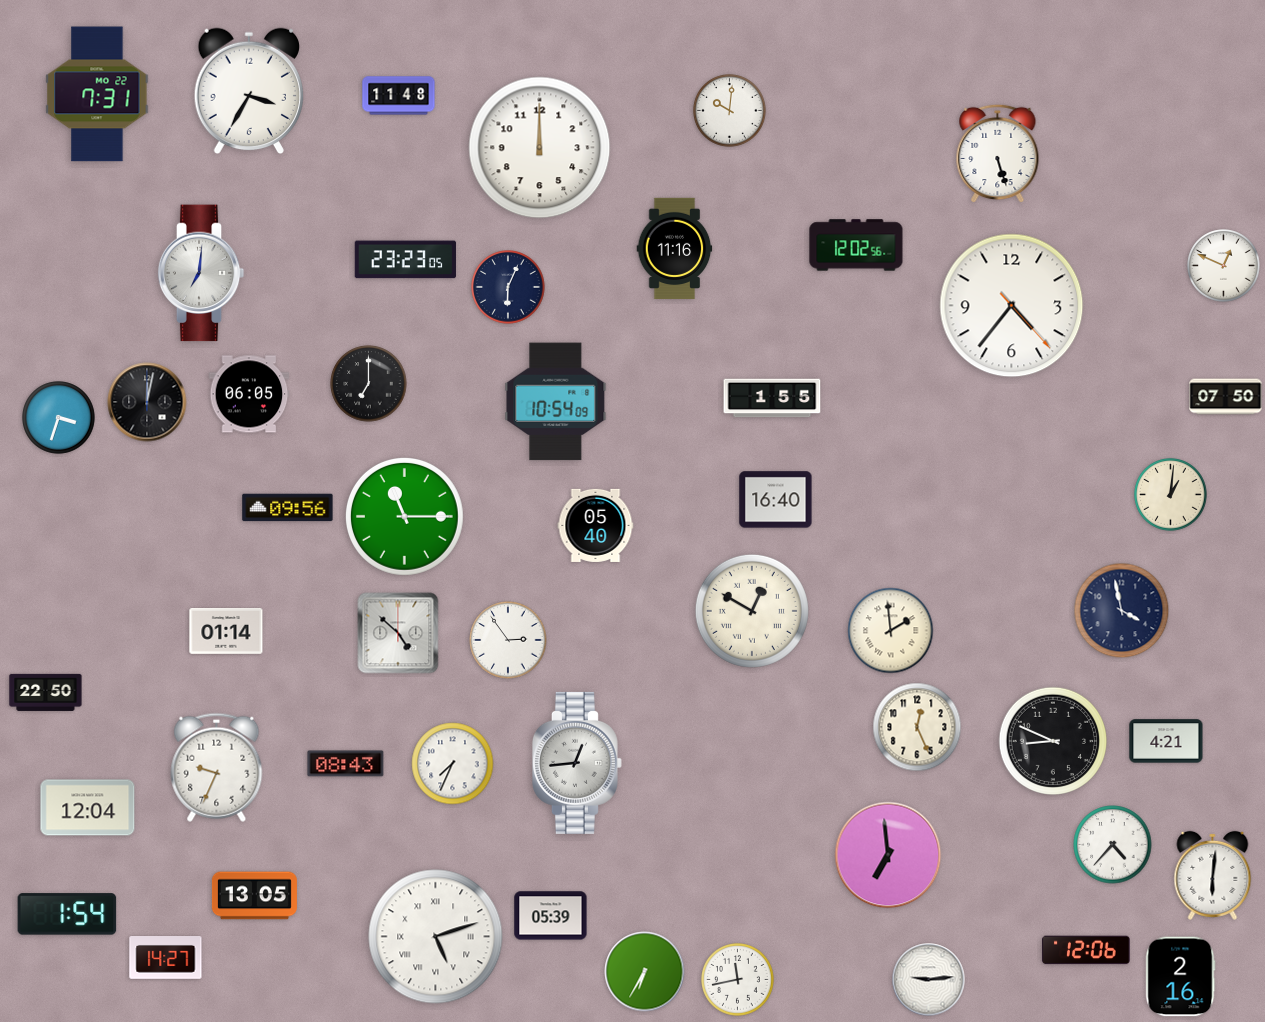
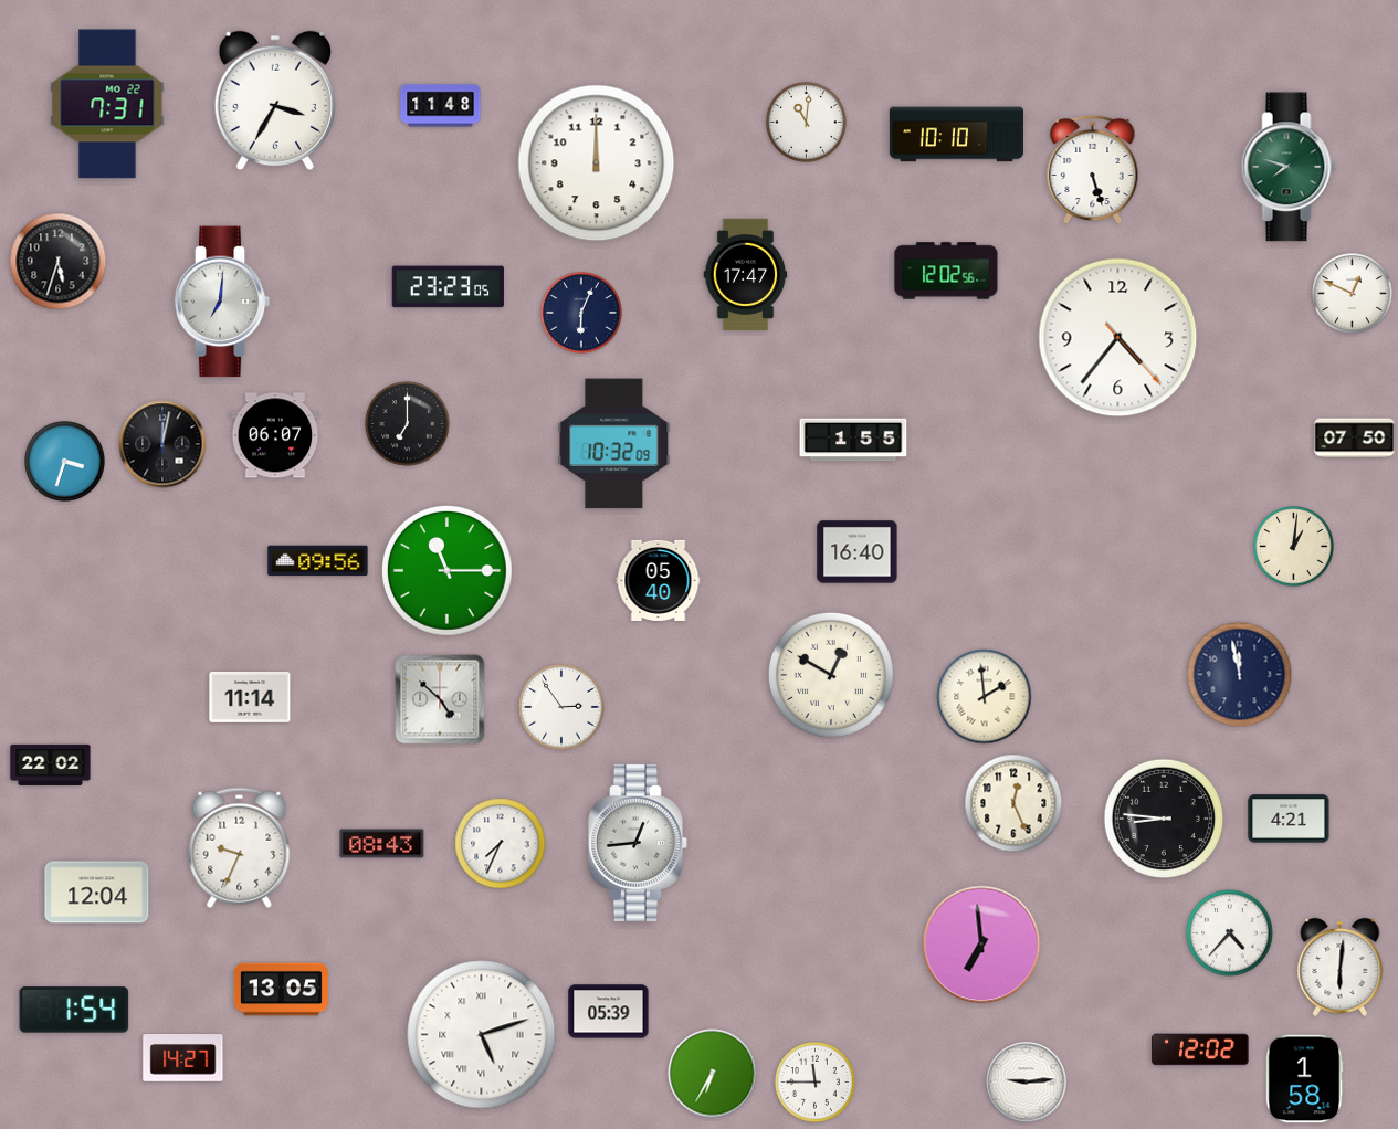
clock at (730, 111): 10:01 -> 11:01
clock at (956, 135): none -> 10:10
clock at (1289, 167): none -> 7:48
clock at (998, 154) position: (998, 154) -> (1093, 170)
clock at (59, 262): none -> 5:33
clock at (675, 249): 11:16 -> 17:47
clock at (508, 287) position: (508, 287) -> (581, 313)
clock at (249, 394): 06:05 -> 06:07
clock at (556, 402): 10:54 -> 10:32
clock at (1122, 611): 3:58 -> 11:58
clock at (226, 632): 01:14 -> 11:14
clock at (46, 692): 22:50 -> 22:02
clock at (1052, 740): 8:49 -> 8:46
clock at (1086, 950): 12:06 -> 12:02
clock at (1181, 977): 2:16 -> 1:58
clock at (738, 980): 11:43 -> 11:45
